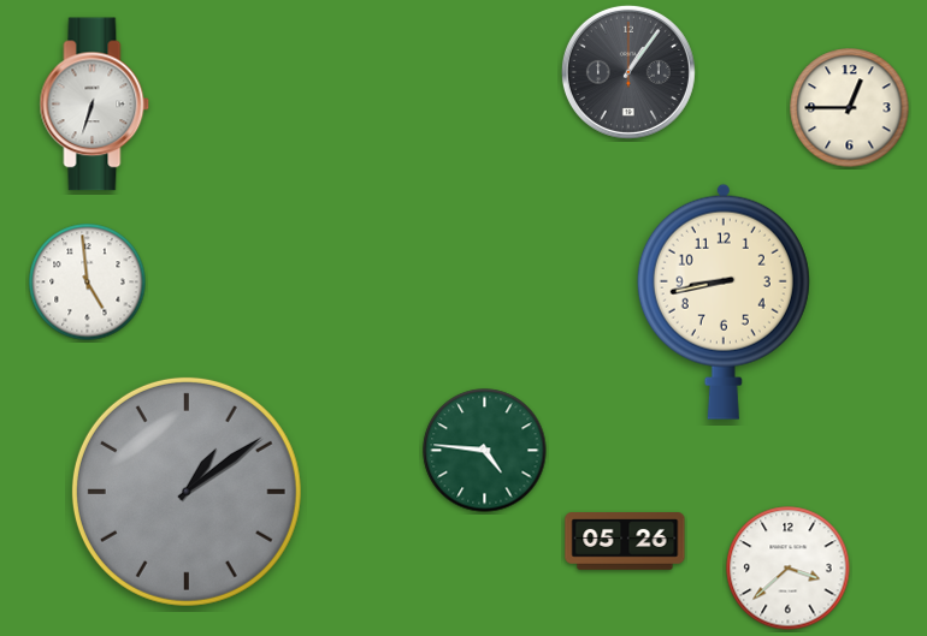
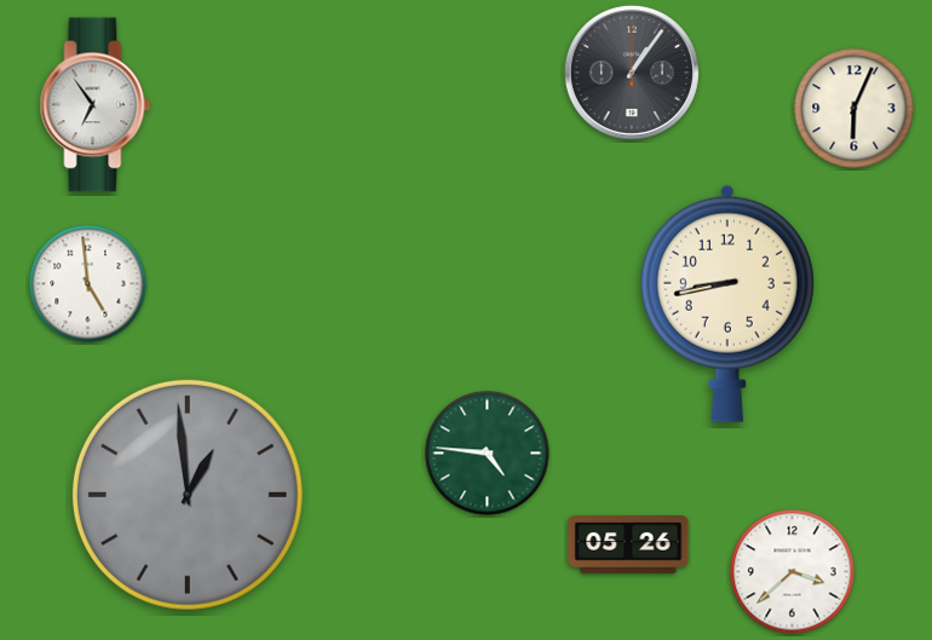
clock at (95, 105): 6:33 -> 6:54
clock at (850, 108): 12:45 -> 6:04
clock at (187, 492): 1:09 -> 12:59
